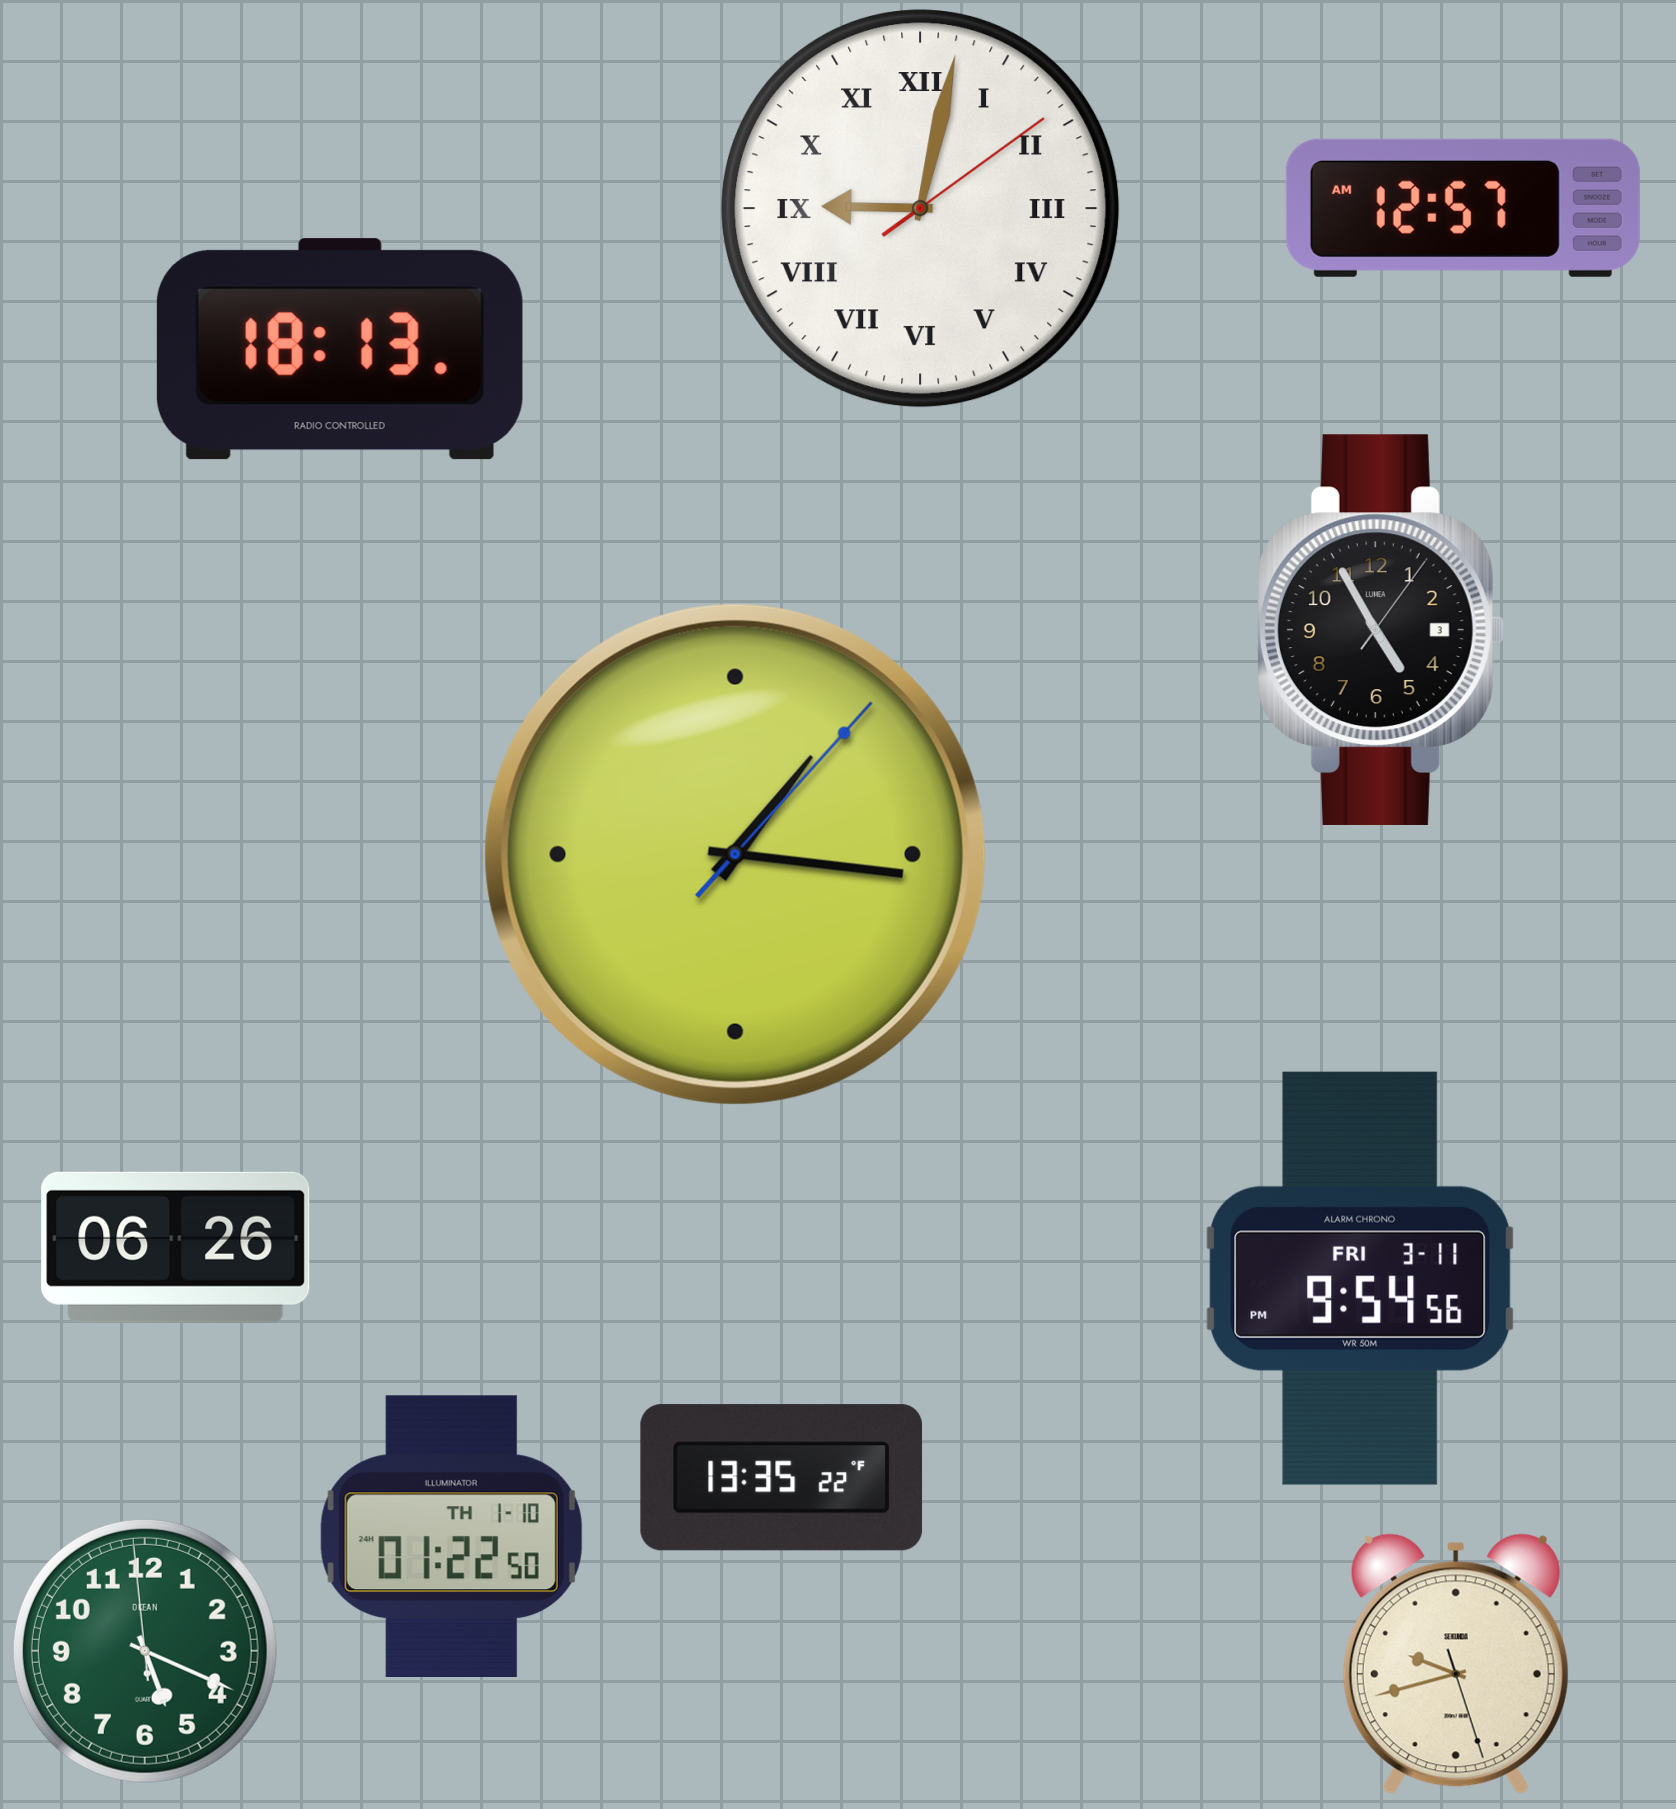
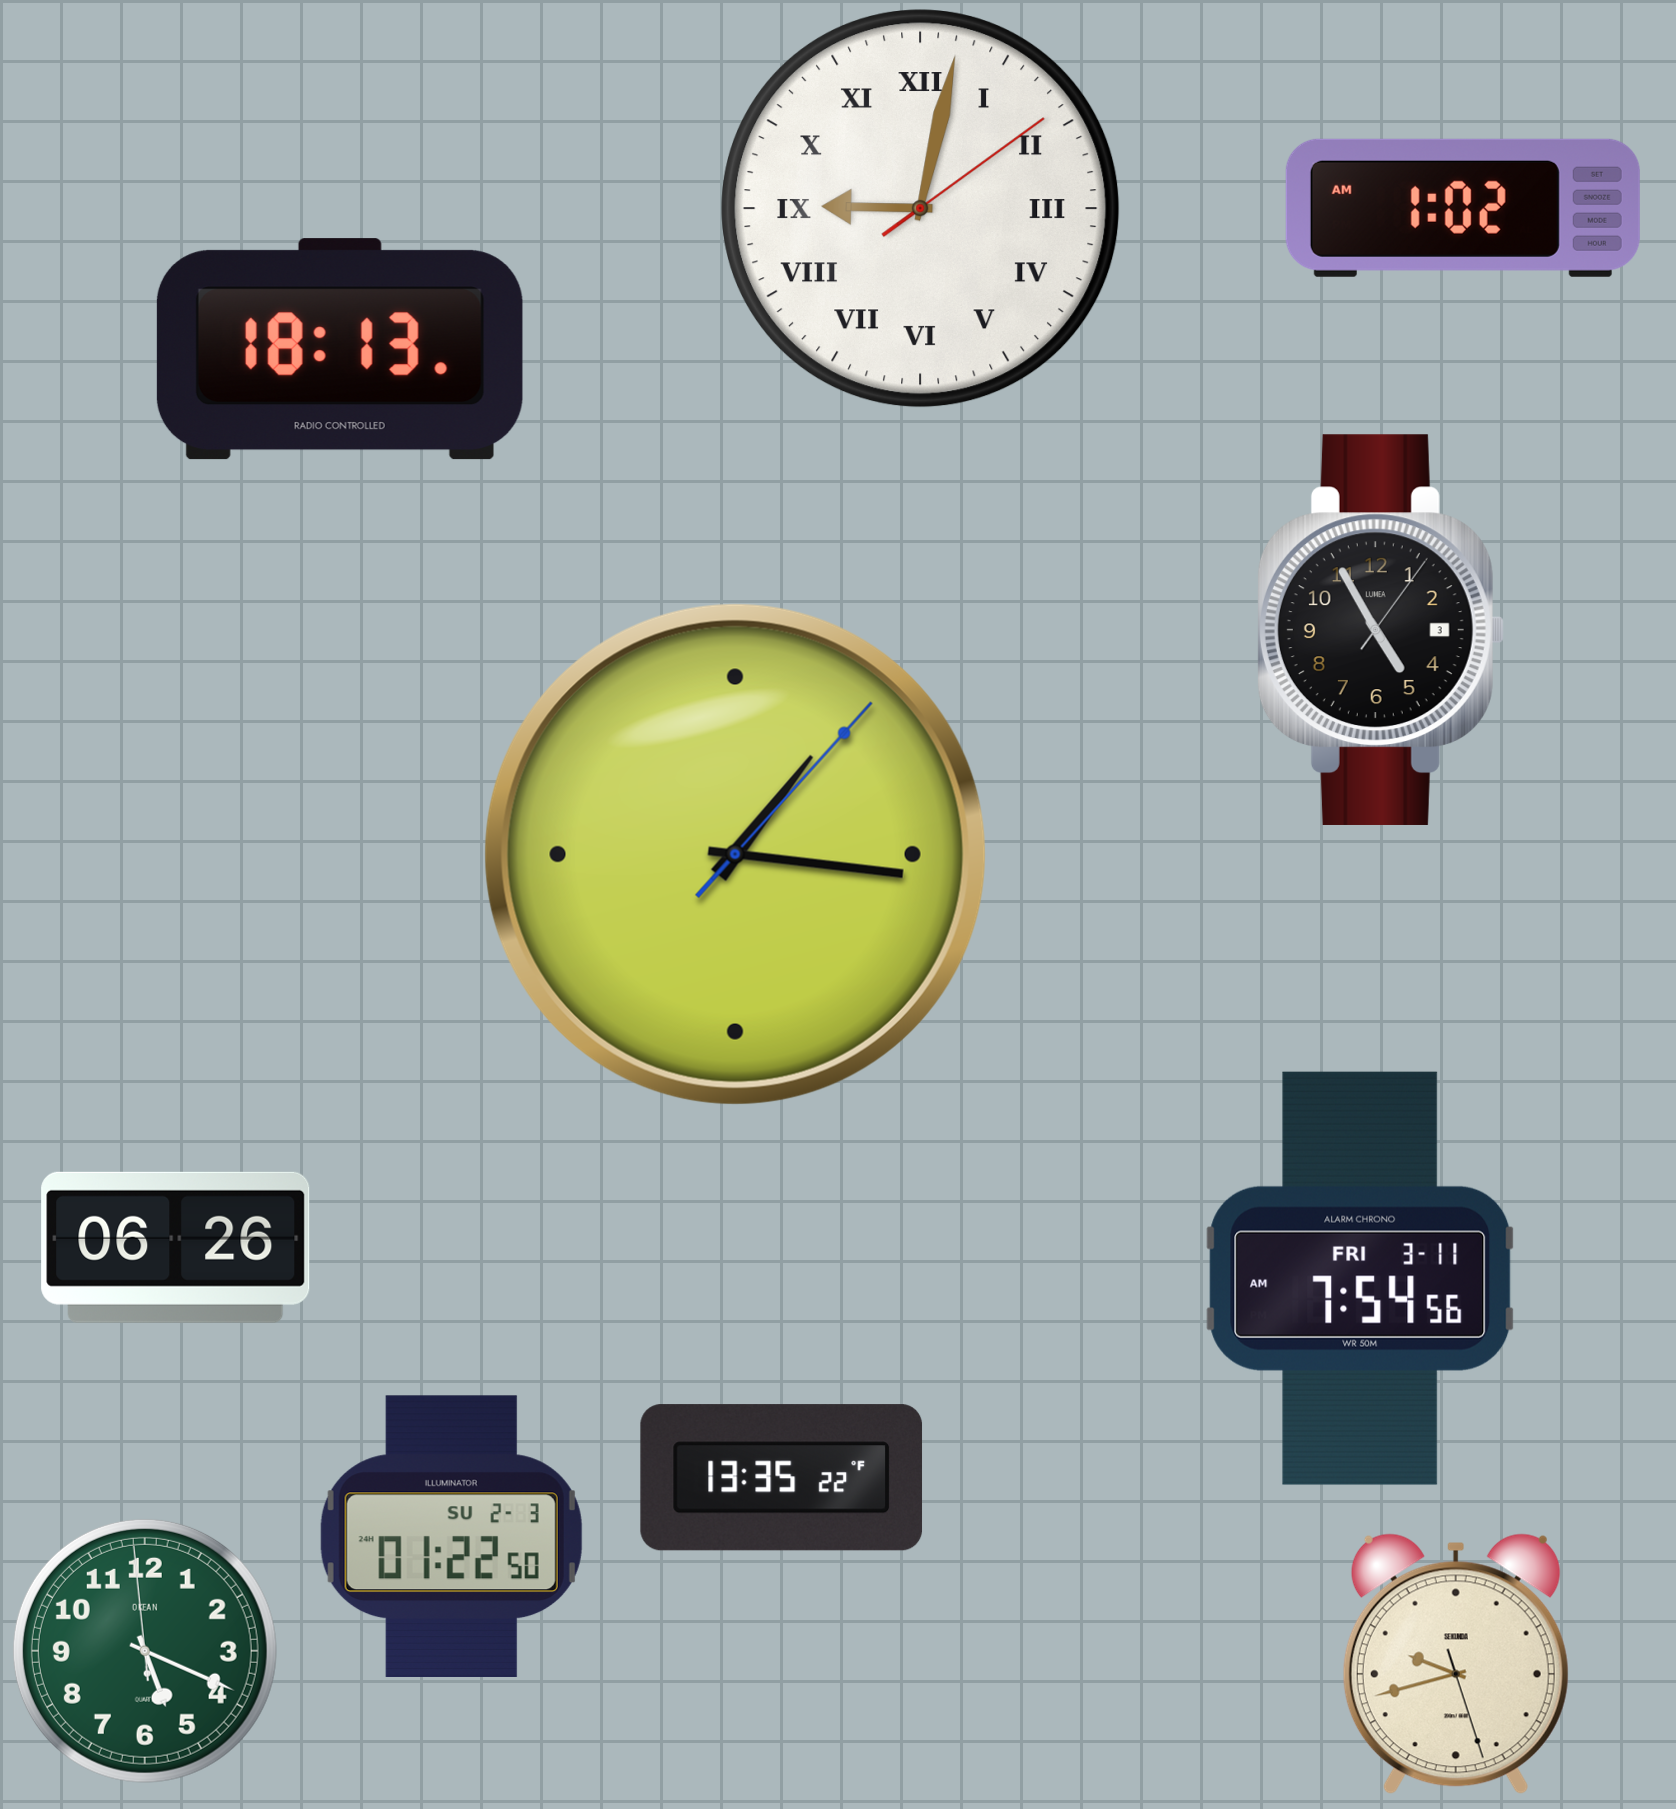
clock at (1463, 208): 12:57 -> 1:02
clock at (1361, 1278): 9:54 -> 7:54
clock at (451, 1536) date: TH 1-10 -> SU 2-3
